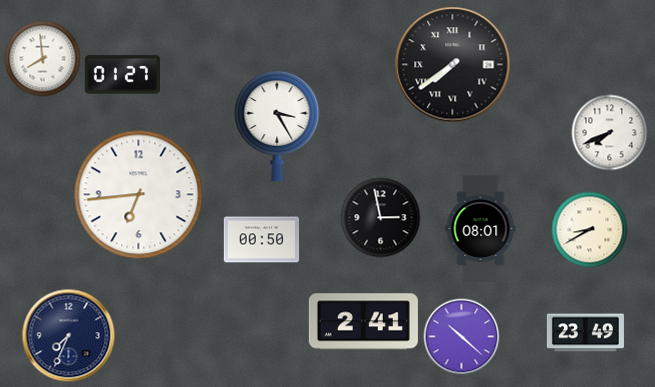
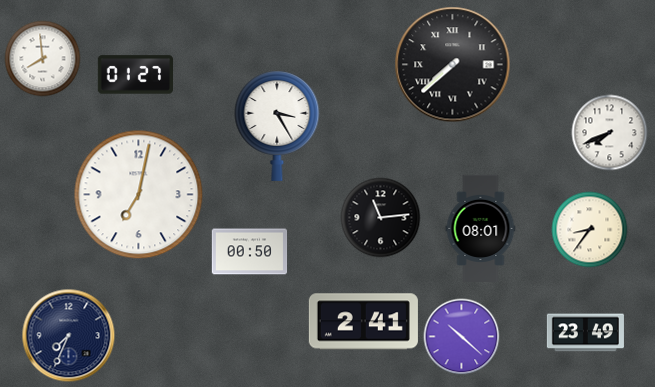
clock at (453, 65): 7:39 -> 7:38
clock at (122, 75) position: (122, 75) -> (135, 75)
clock at (139, 195): 6:44 -> 7:02
clock at (381, 218): 2:58 -> 11:14
clock at (590, 230): 8:40 -> 8:36
clock at (262, 240) position: (262, 240) -> (250, 252)
